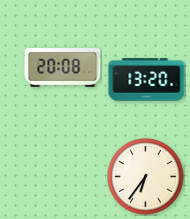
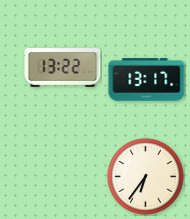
clock at (63, 68): 20:08 -> 13:22
clock at (147, 80): 13:20 -> 13:17
